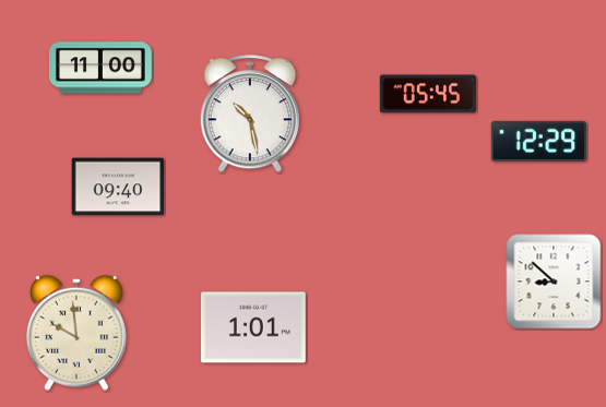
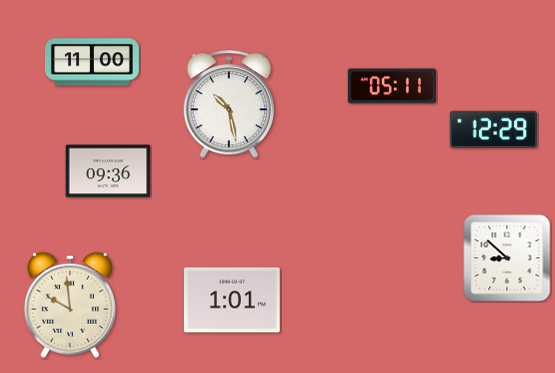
clock at (427, 94): 05:45 -> 05:11
clock at (118, 187): 09:40 -> 09:36
